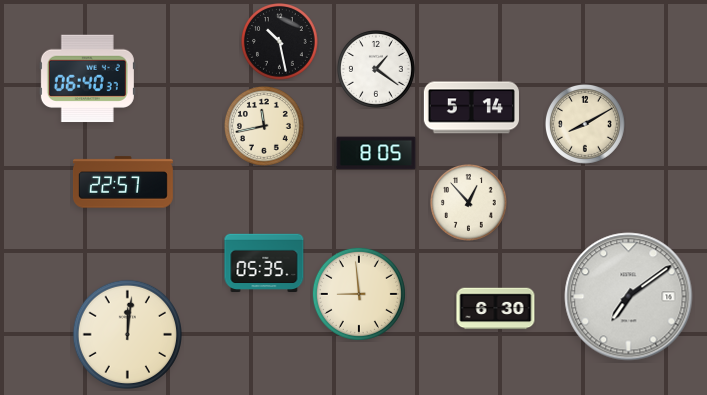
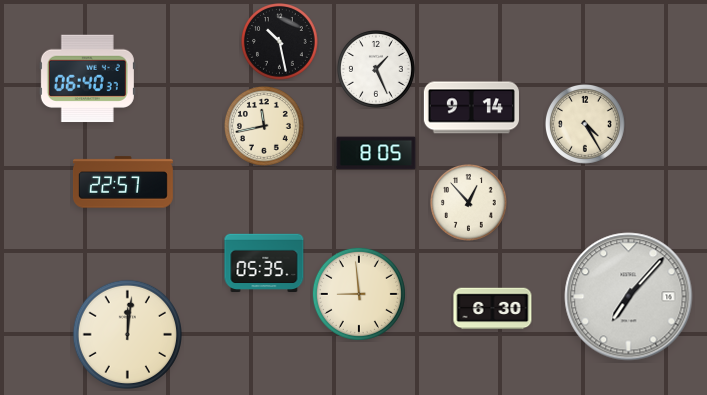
clock at (377, 70): 1:21 -> 1:26
clock at (471, 108): 5:14 -> 9:14
clock at (585, 124): 8:10 -> 4:25
clock at (629, 297): 7:09 -> 7:07
clock at (496, 309) position: (496, 309) -> (493, 309)
